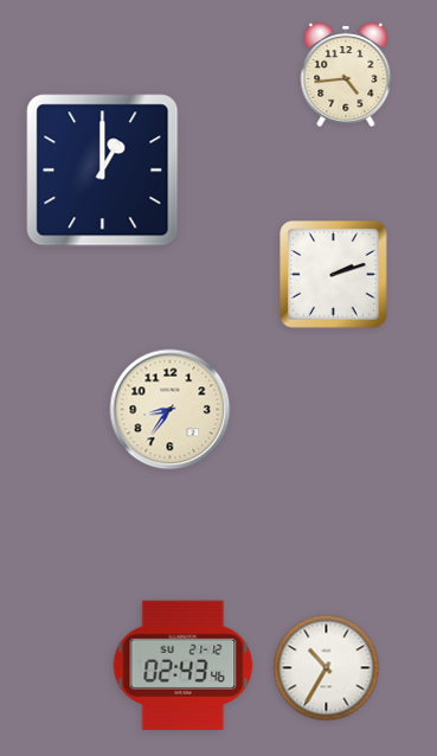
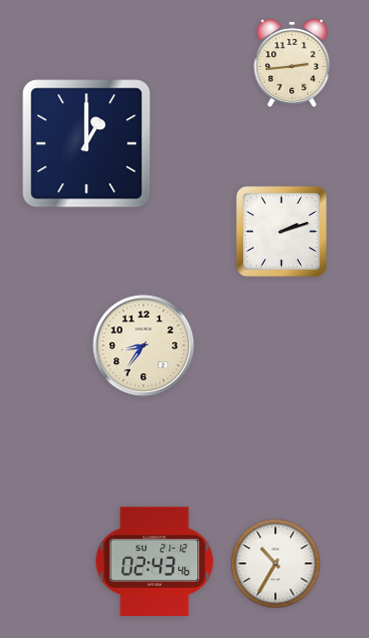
clock at (346, 75): 4:44 -> 2:44
